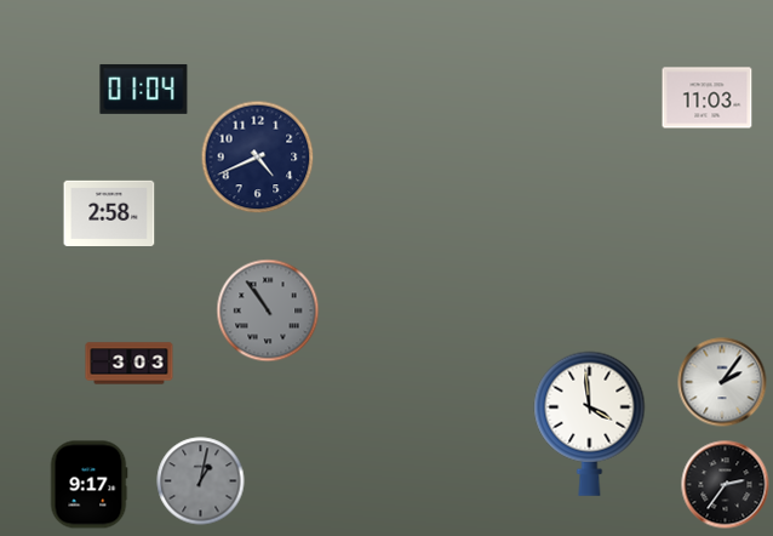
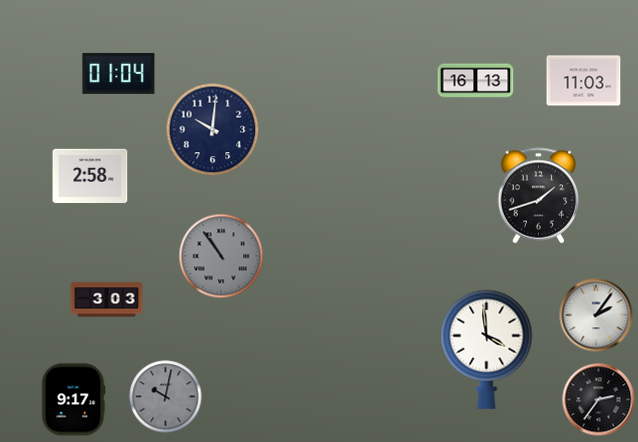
clock at (476, 81): none -> 16:13
clock at (258, 158): 4:41 -> 10:01
clock at (539, 196): none -> 1:42
clock at (201, 481): 1:02 -> 10:02
